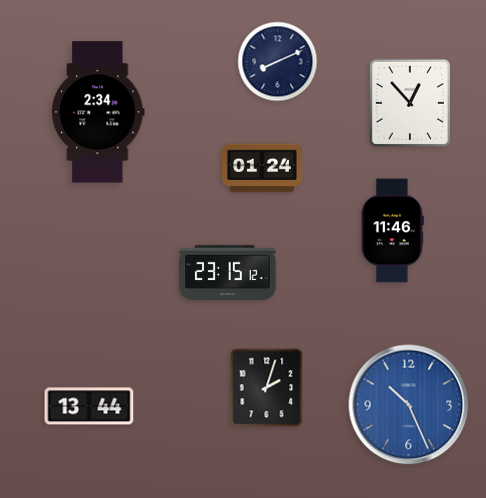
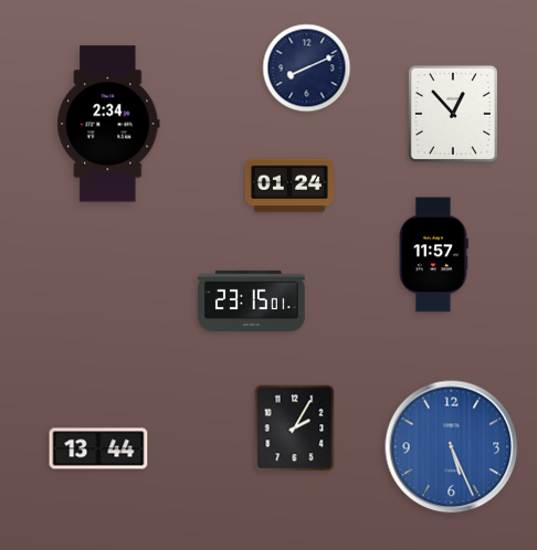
clock at (393, 231): 11:46 -> 11:57
clock at (228, 272): 23:15:12 -> 23:15:01
clock at (267, 388): 2:03 -> 2:05
clock at (409, 405): 10:26 -> 5:26
